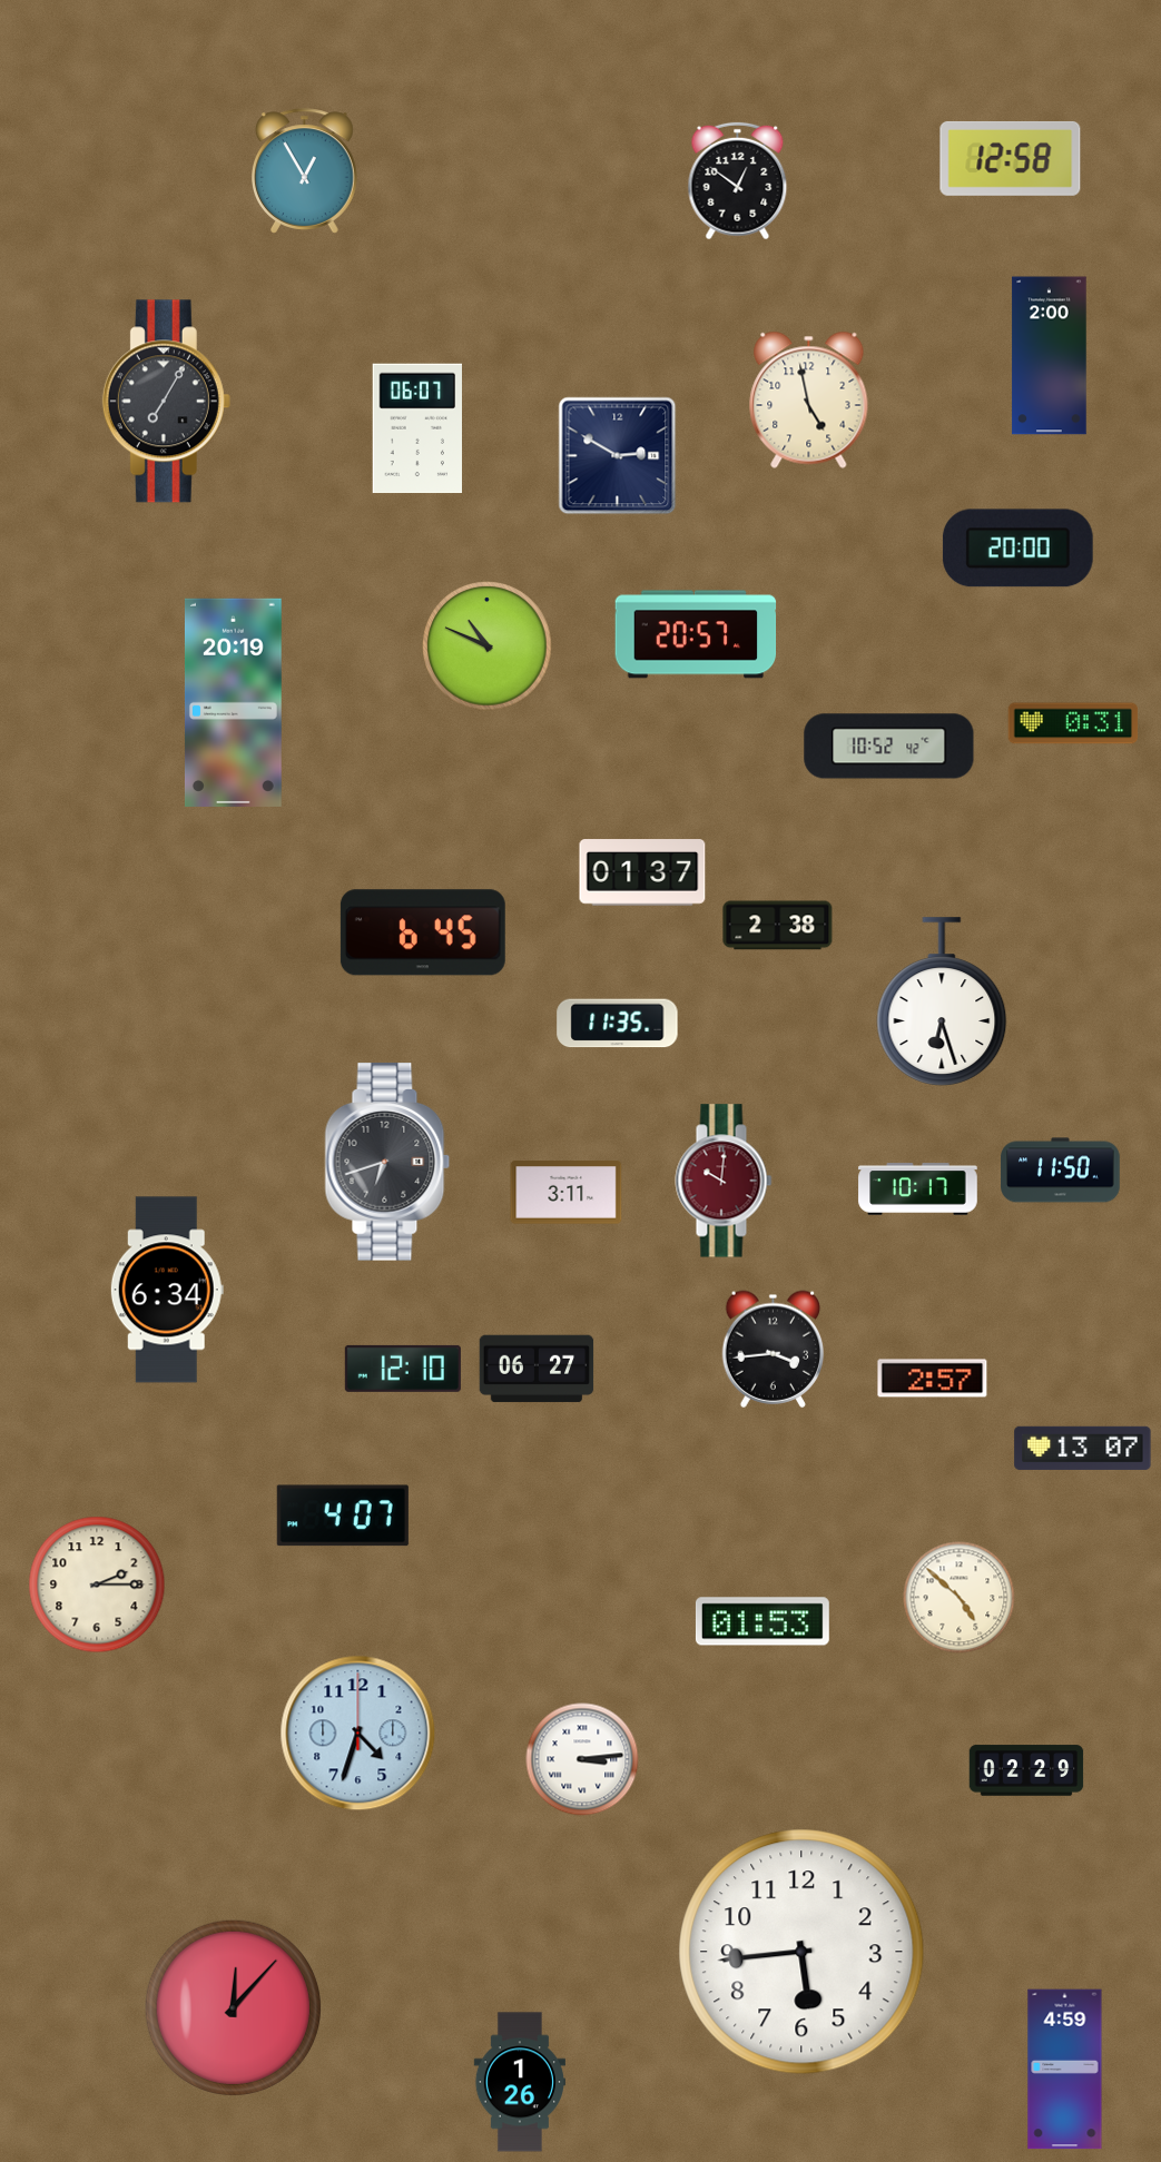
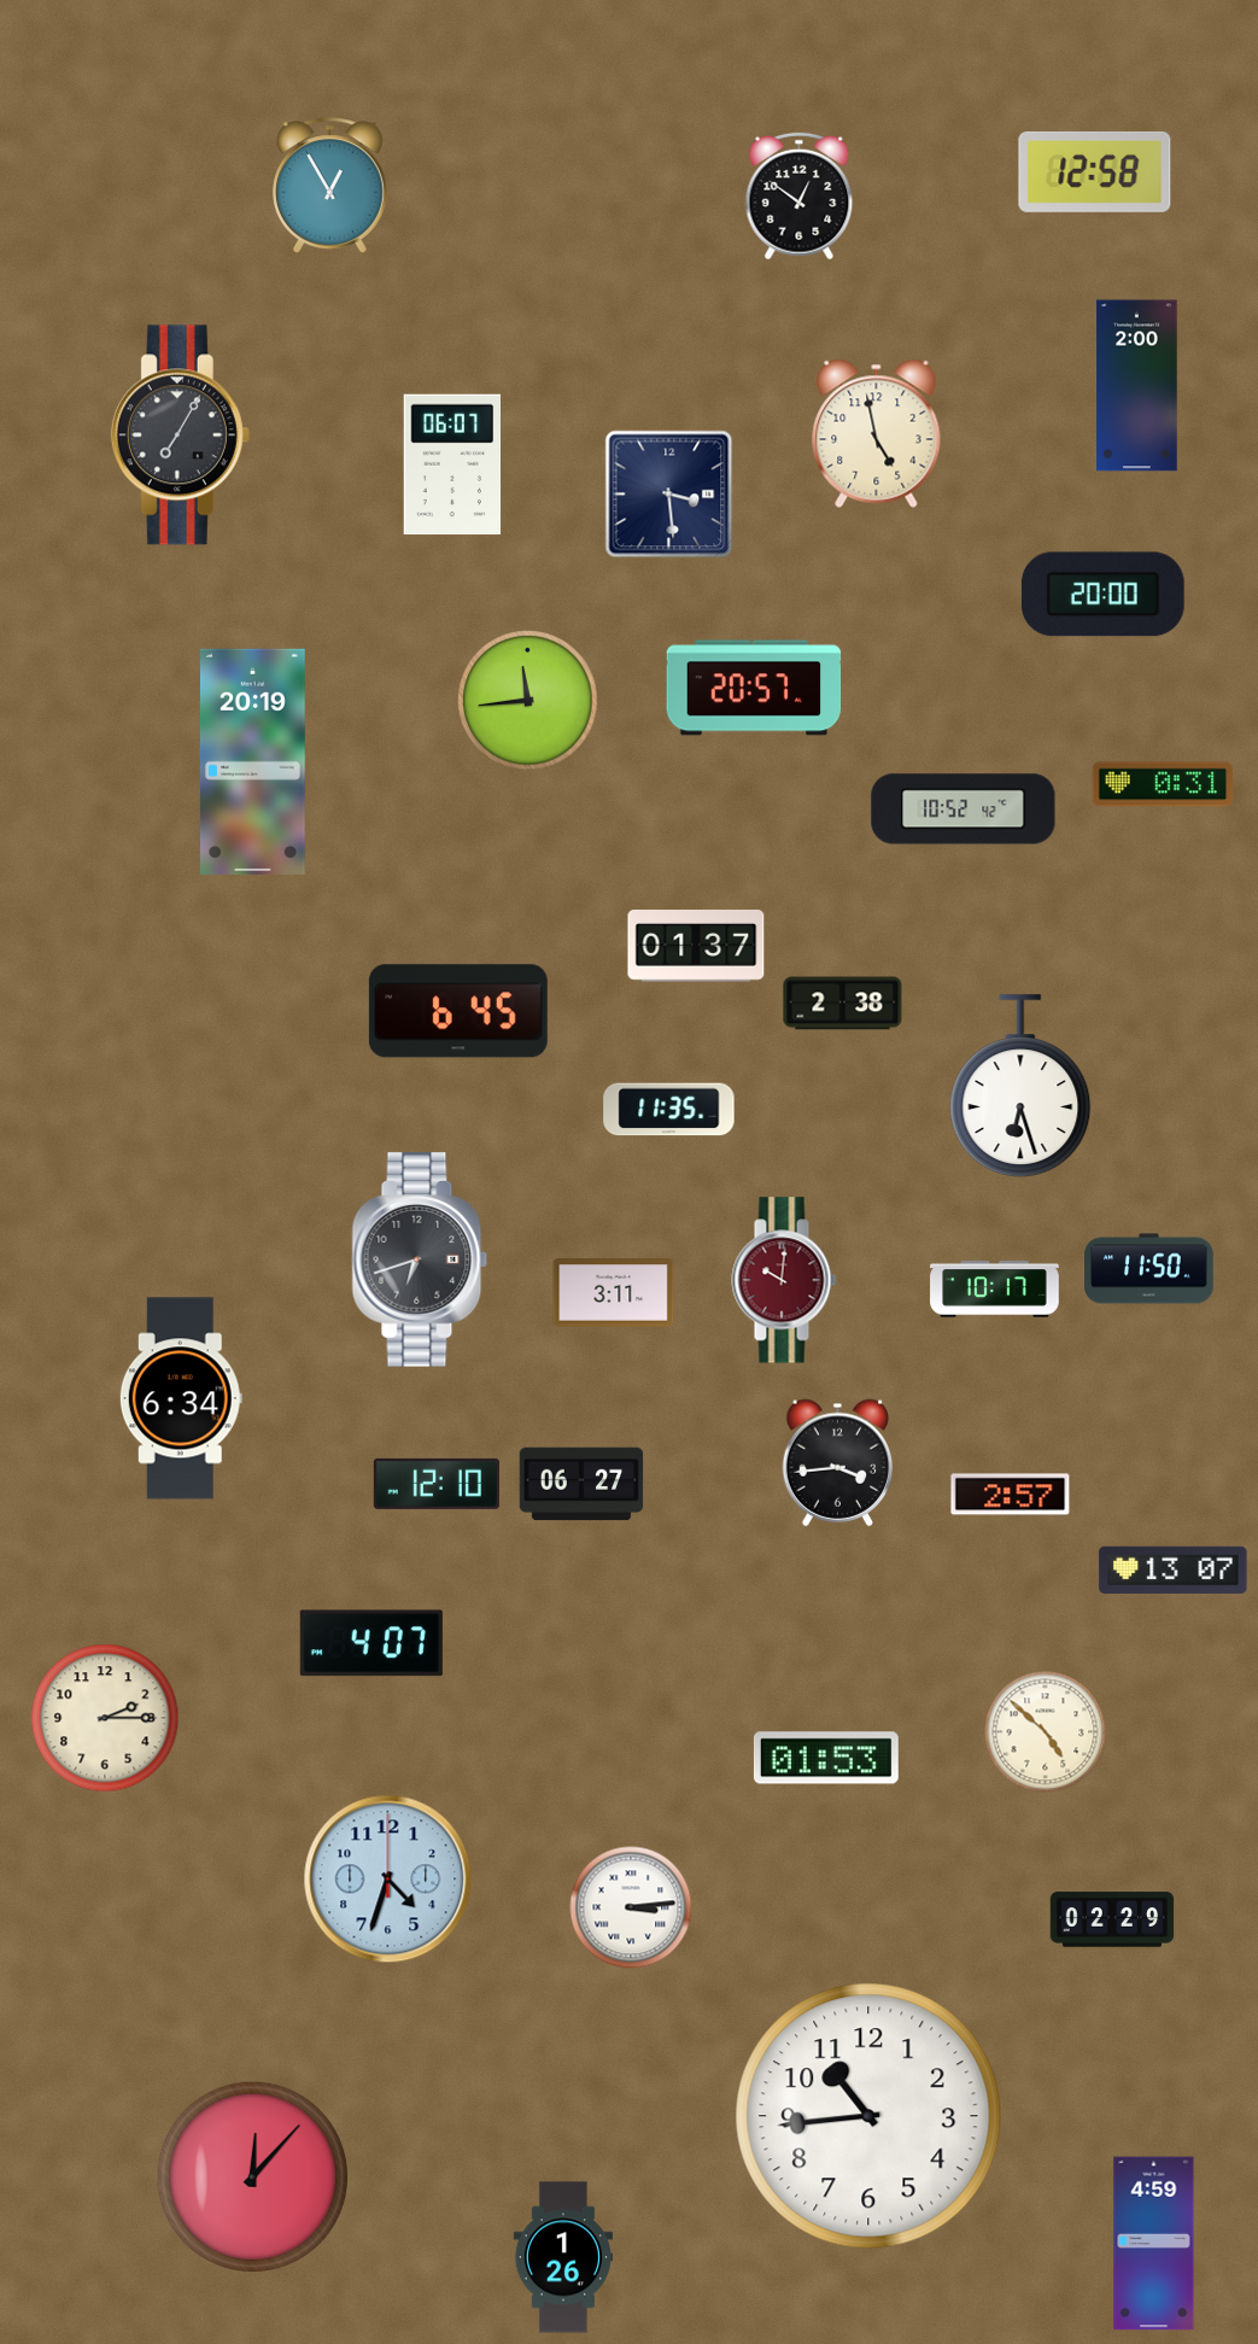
clock at (618, 456): 2:50 -> 3:29
clock at (488, 646): 10:49 -> 11:44
clock at (960, 1598) position: (960, 1598) -> (1046, 1732)
clock at (801, 1952): 5:44 -> 10:44
